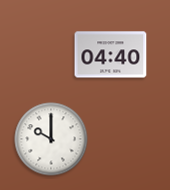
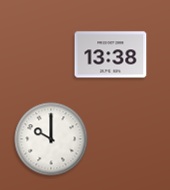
clock at (111, 55): 04:40 -> 13:38
